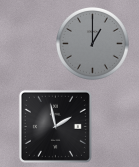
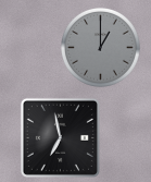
clock at (55, 126): 1:58 -> 6:58
